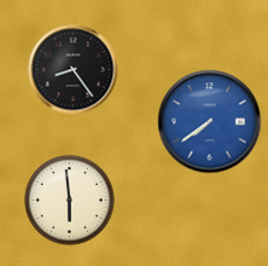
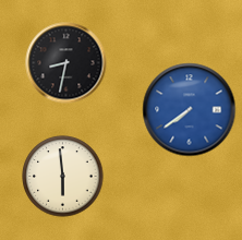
clock at (74, 70): 8:24 -> 8:32
clock at (70, 201) position: (70, 201) -> (63, 177)
